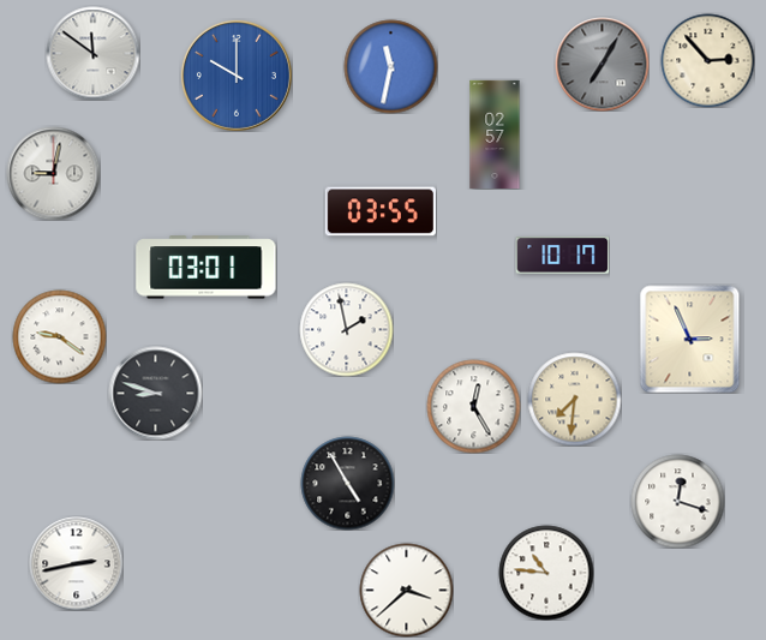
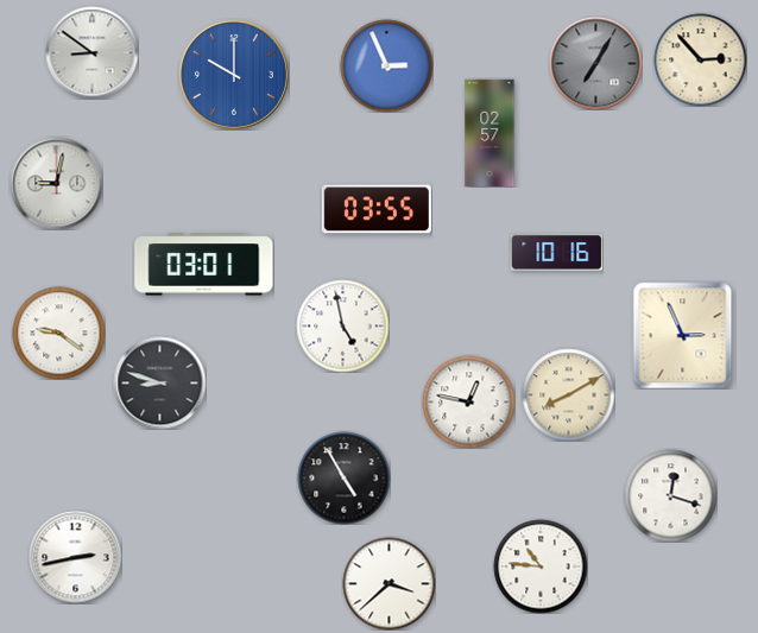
clock at (92, 53): 11:51 -> 8:51
clock at (390, 66): 11:32 -> 2:56
clock at (53, 173) position: (53, 173) -> (56, 183)
clock at (562, 256): 10:17 -> 10:16
clock at (346, 329): 1:58 -> 4:58
clock at (155, 393) position: (155, 393) -> (159, 382)
clock at (574, 399): 7:31 -> 8:10
clock at (473, 406): 12:25 -> 12:47
clock at (406, 590) position: (406, 590) -> (389, 583)
